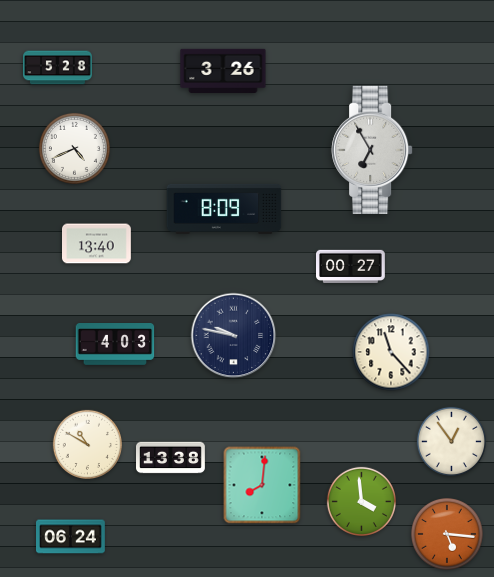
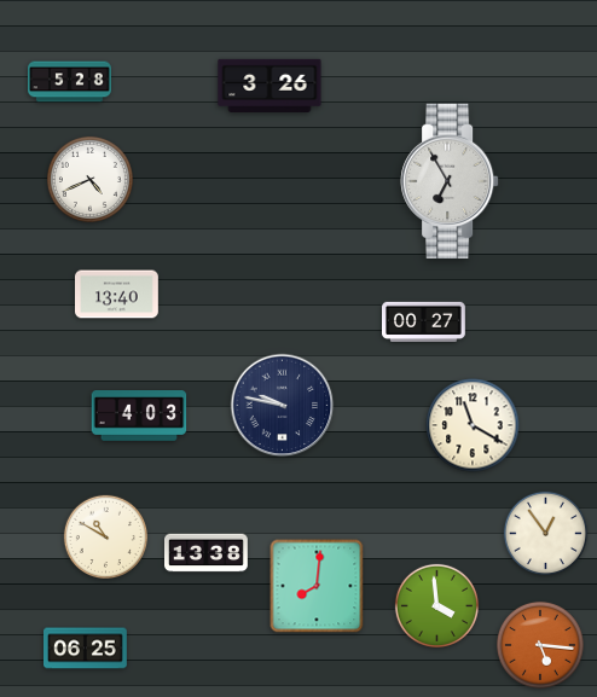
clock at (224, 209): 8:09 -> none
clock at (391, 352): 11:23 -> 11:20
clock at (71, 537): 06:24 -> 06:25
